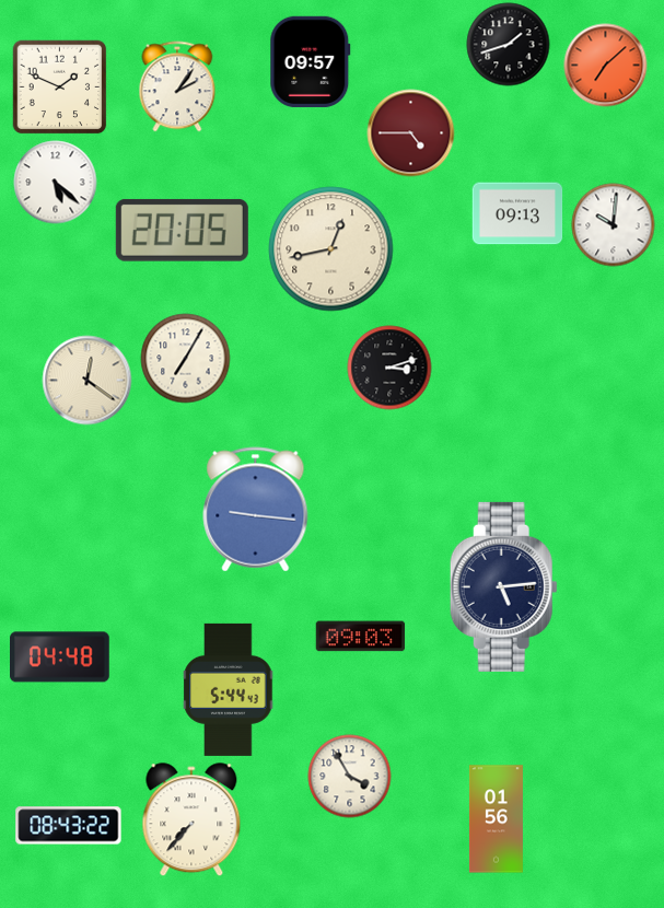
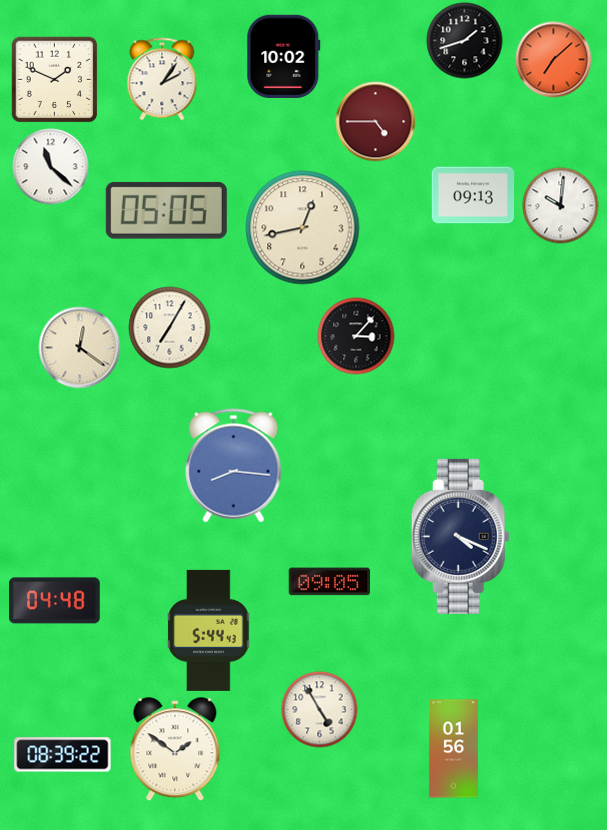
clock at (311, 61): 09:57 -> 10:02
clock at (56, 183): 5:22 -> 11:22
clock at (182, 230): 20:05 -> 05:05
clock at (389, 368): 3:12 -> 3:07
clock at (256, 510): 9:16 -> 8:16
clock at (503, 586): 5:14 -> 4:19
clock at (361, 637): 09:03 -> 09:05
clock at (350, 777): 3:55 -> 4:55
clock at (191, 820): 7:37 -> 1:51
clock at (69, 826): 08:43 -> 08:39
